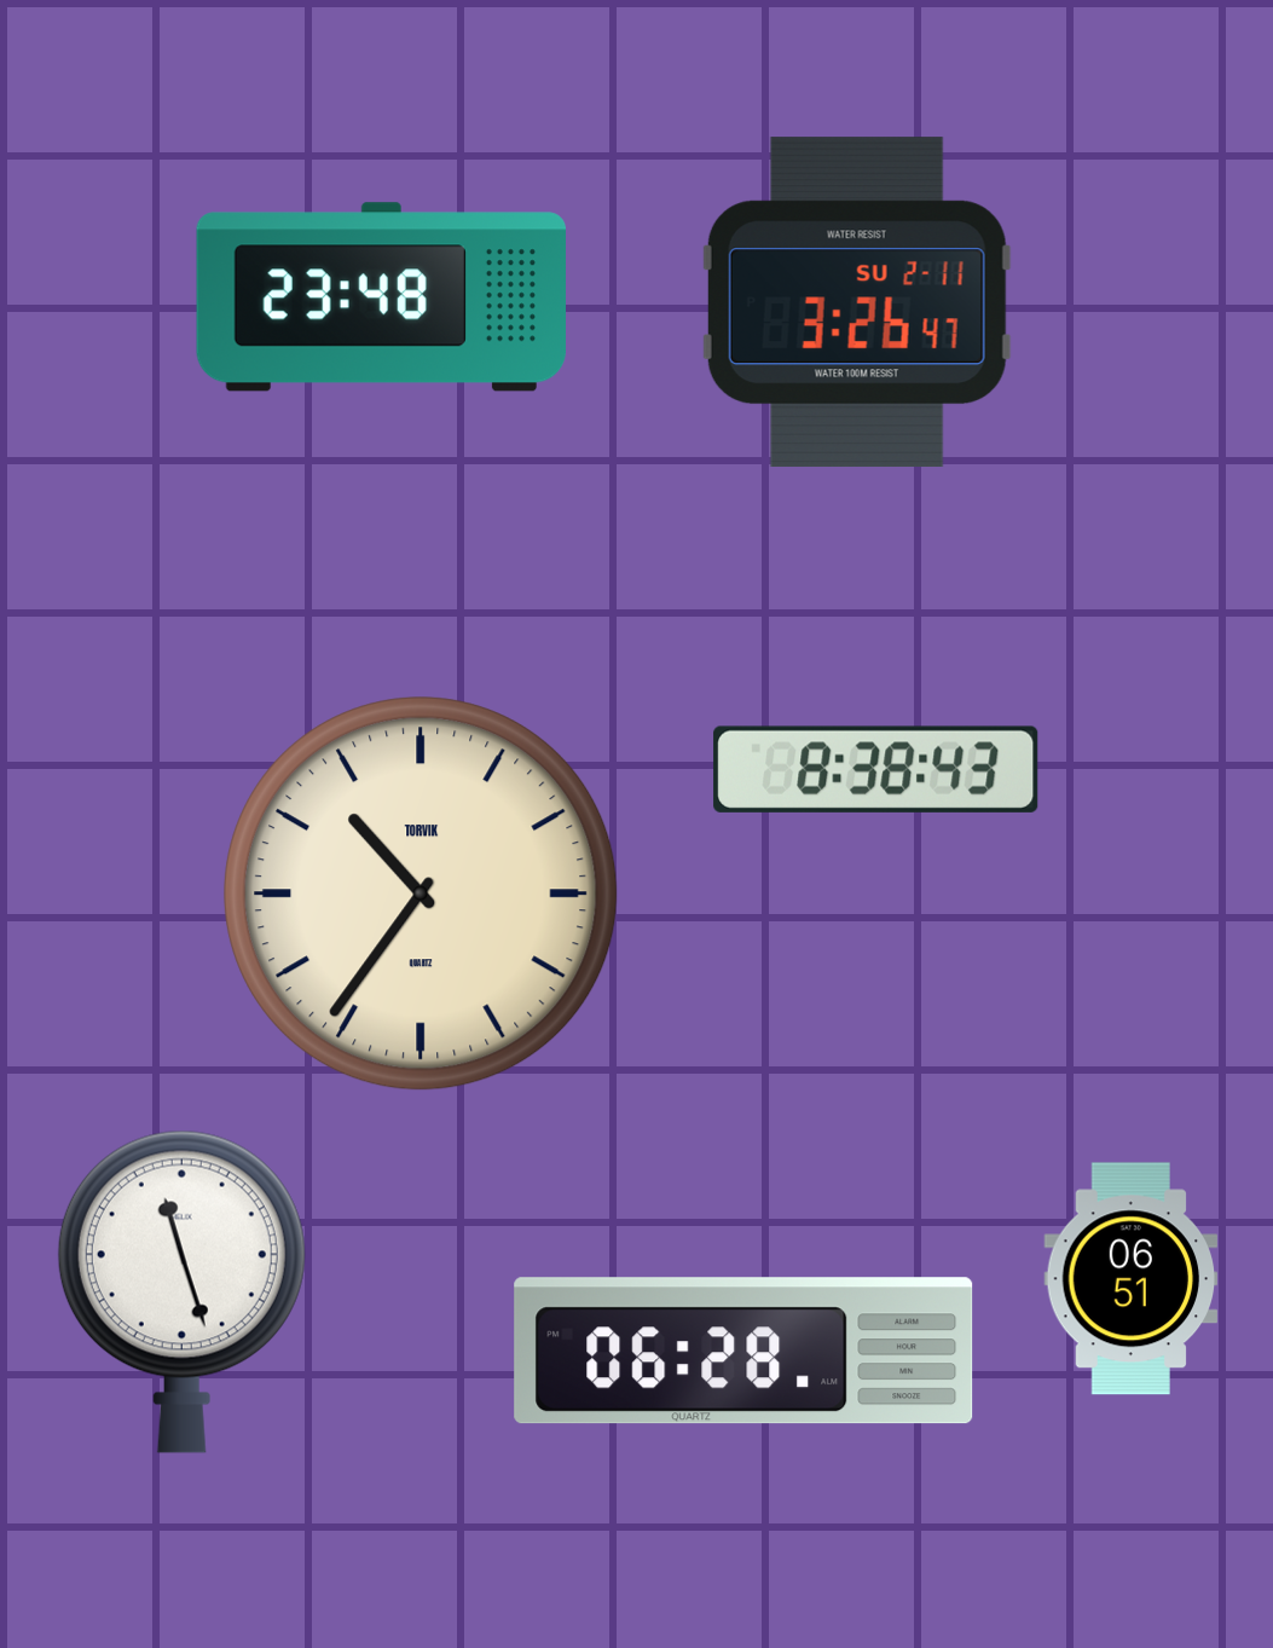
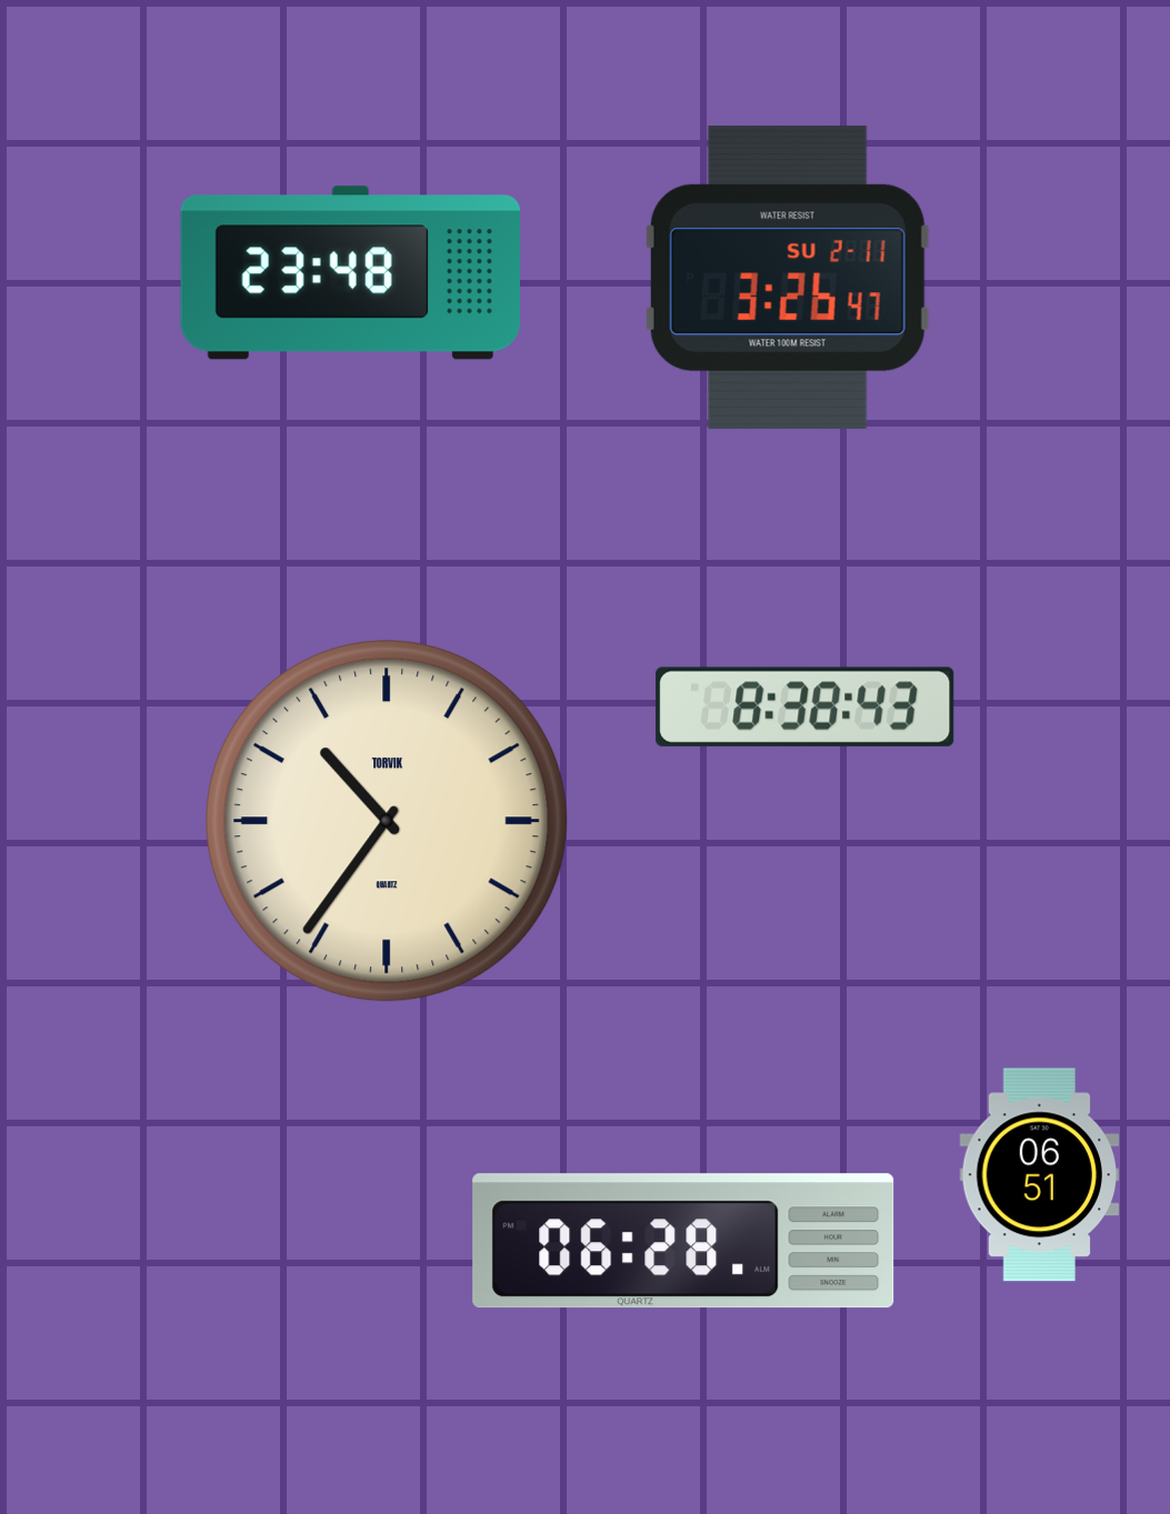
clock at (181, 1291): 11:27 -> none
